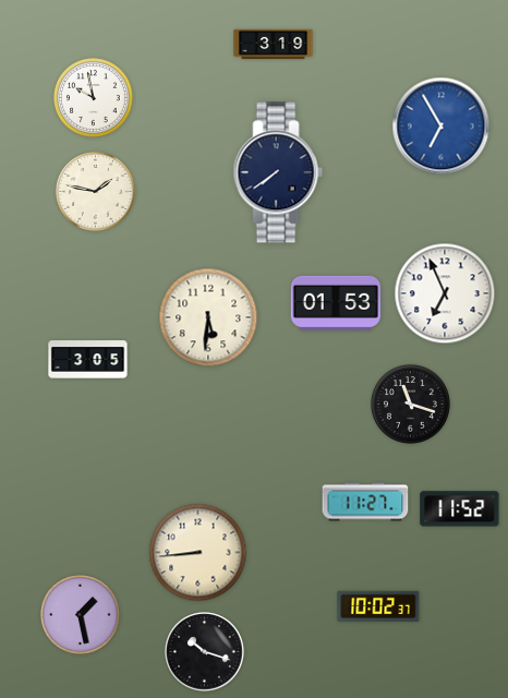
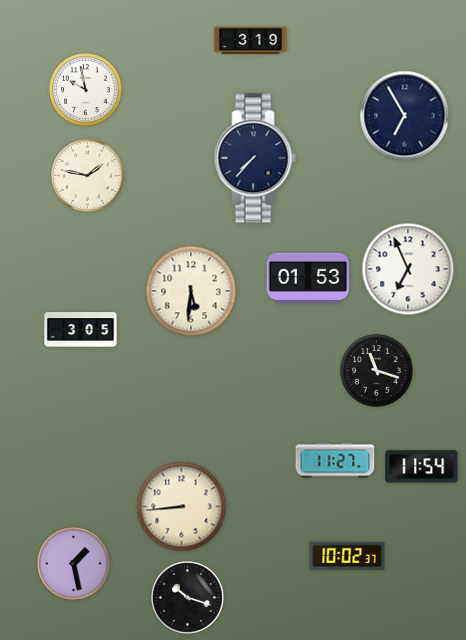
clock at (442, 127) dial: blue -> navy
clock at (278, 172): 7:39 -> 7:37
clock at (460, 509): 11:52 -> 11:54
